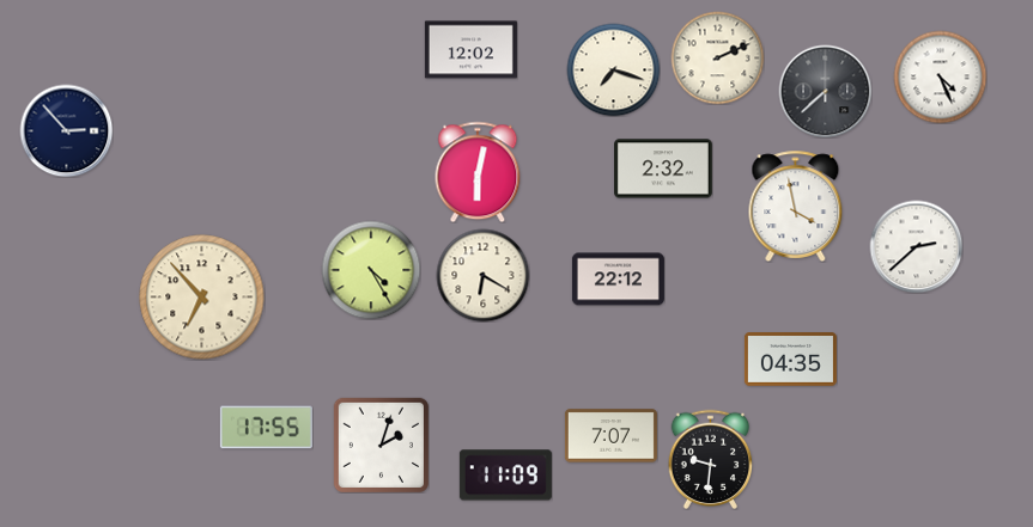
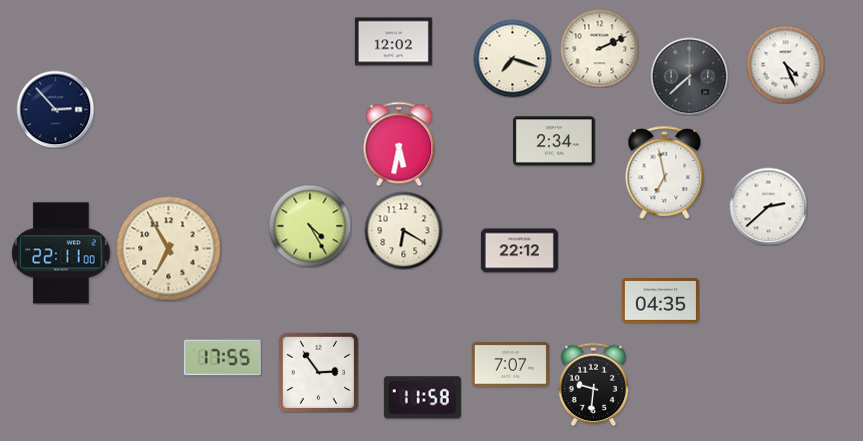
clock at (664, 168): 2:32 -> 2:34
clock at (478, 172): 6:02 -> 5:32
clock at (796, 206): 3:58 -> 6:58
clock at (916, 246) position: (916, 246) -> (768, 206)
clock at (618, 280) position: (618, 280) -> (519, 251)
clock at (202, 298): 6:53 -> 6:55
clock at (61, 253): none -> 22:11
clock at (381, 445): 2:03 -> 2:54
clock at (505, 476): 11:09 -> 11:58
